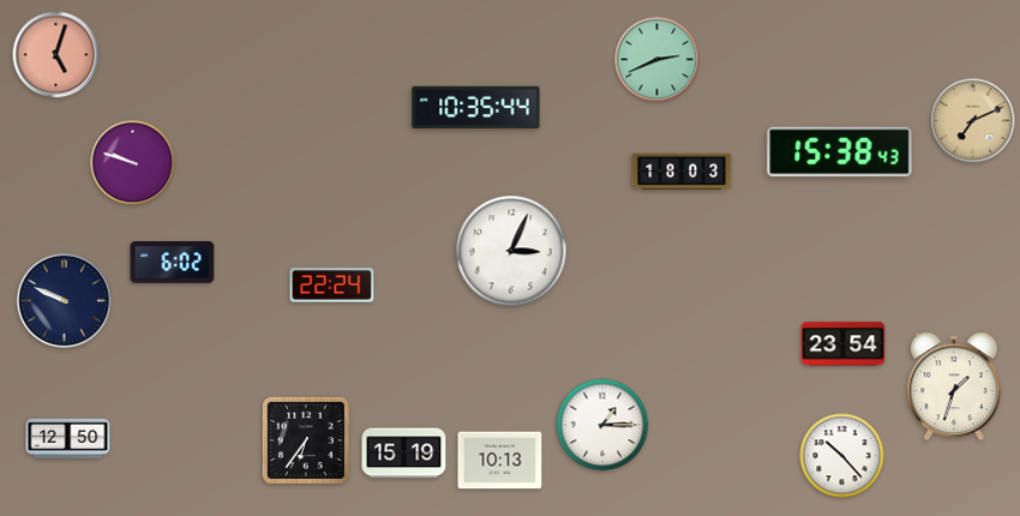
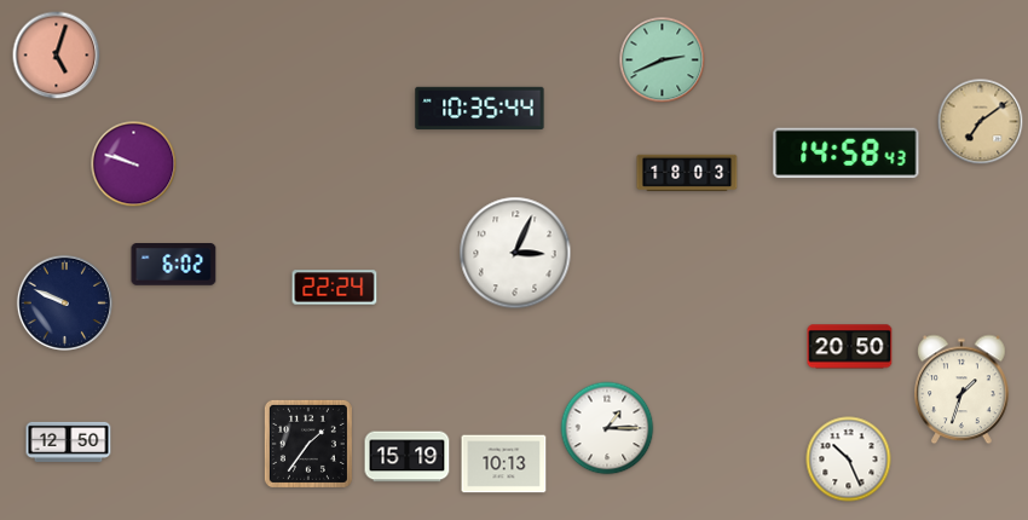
clock at (973, 121): 7:11 -> 7:09
clock at (840, 152): 15:38 -> 14:58
clock at (844, 344): 23:54 -> 20:50
clock at (306, 440): 6:36 -> 1:36
clock at (842, 456): 10:23 -> 10:26
